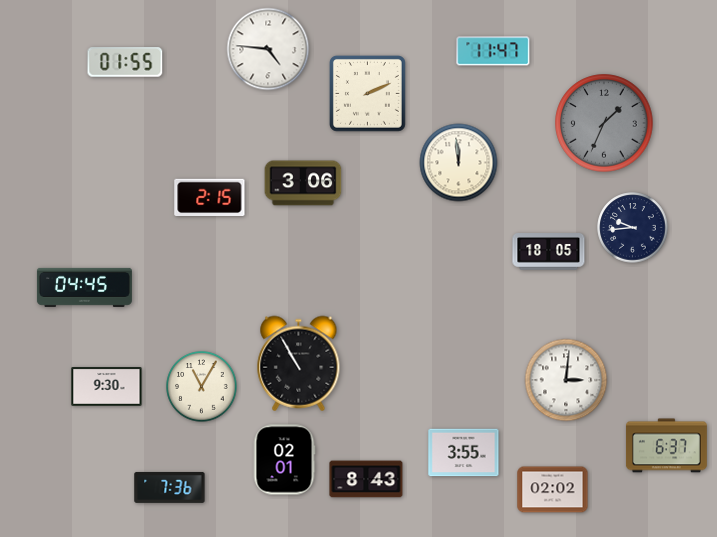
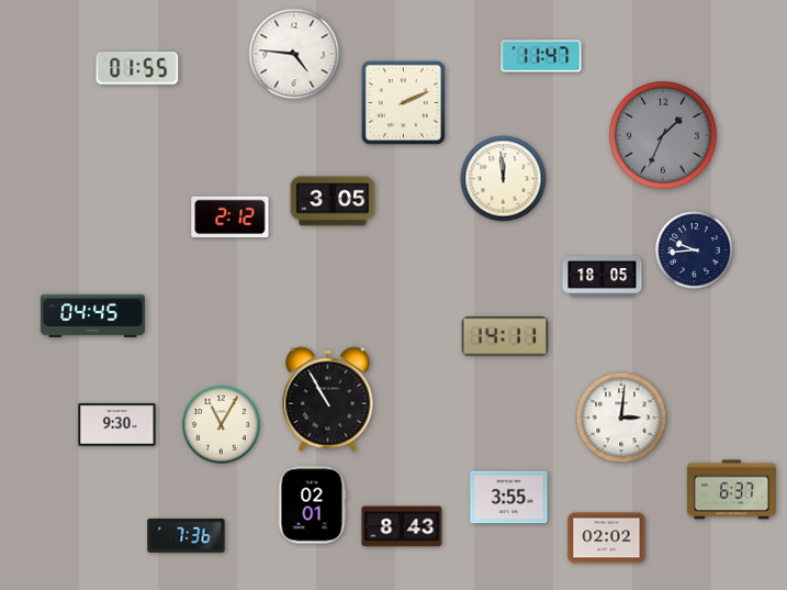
clock at (303, 183): 3:06 -> 3:05
clock at (210, 197): 2:15 -> 2:12
clock at (505, 336): none -> 14:11
